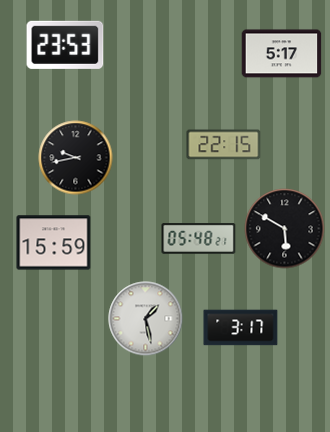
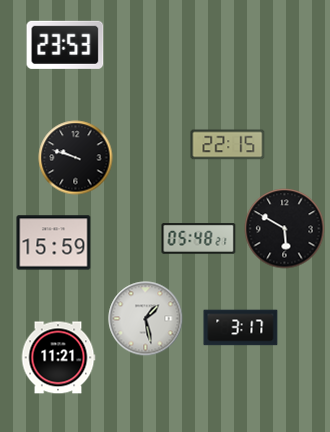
clock at (282, 54): 5:17 -> none
clock at (224, 145) position: (224, 145) -> (228, 145)
clock at (76, 158): 9:43 -> 9:48
clock at (58, 358): none -> 11:21
